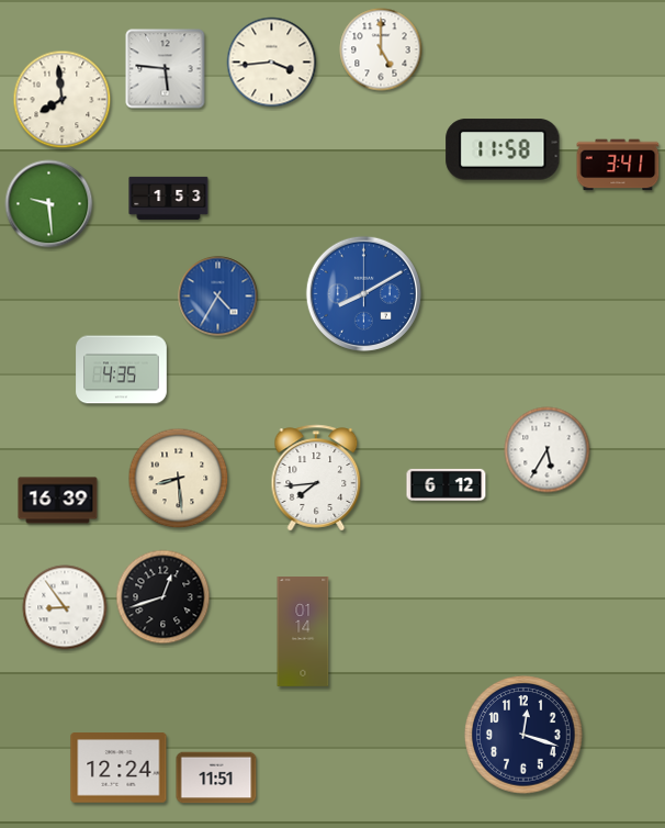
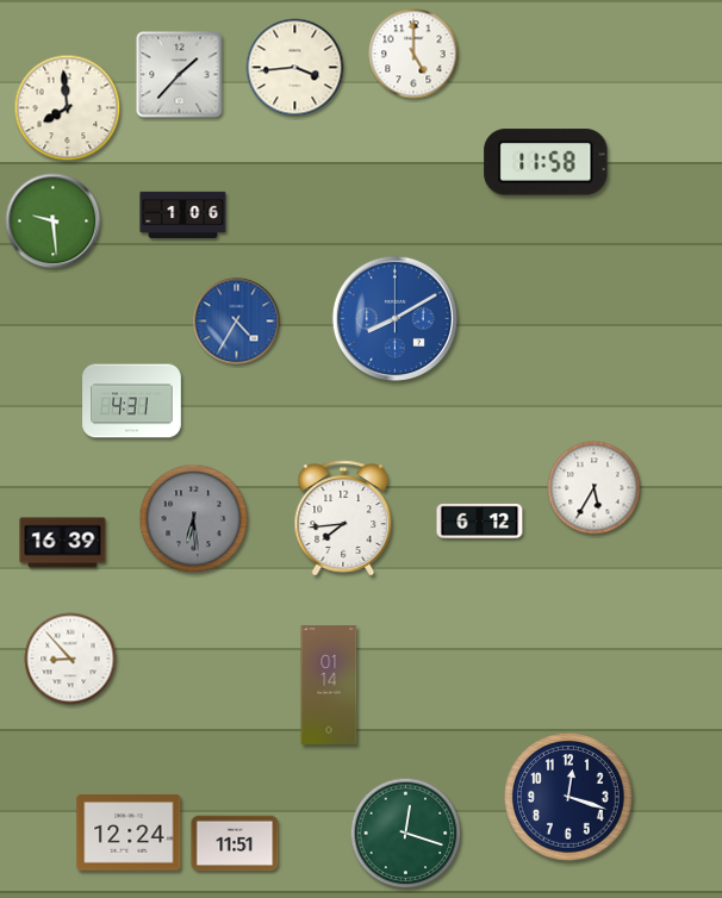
clock at (166, 69): 5:46 -> 1:37
clock at (618, 165): 3:41 -> none
clock at (169, 198): 1:53 -> 1:06
clock at (122, 370): 4:35 -> 4:31
clock at (179, 479): 8:29 -> 6:29
clock at (179, 479) dial: cream -> grey
clock at (447, 484) position: (447, 484) -> (480, 520)
clock at (164, 597): 12:42 -> none
clock at (65, 607): 8:54 -> 8:53
clock at (406, 834): none -> 12:18
